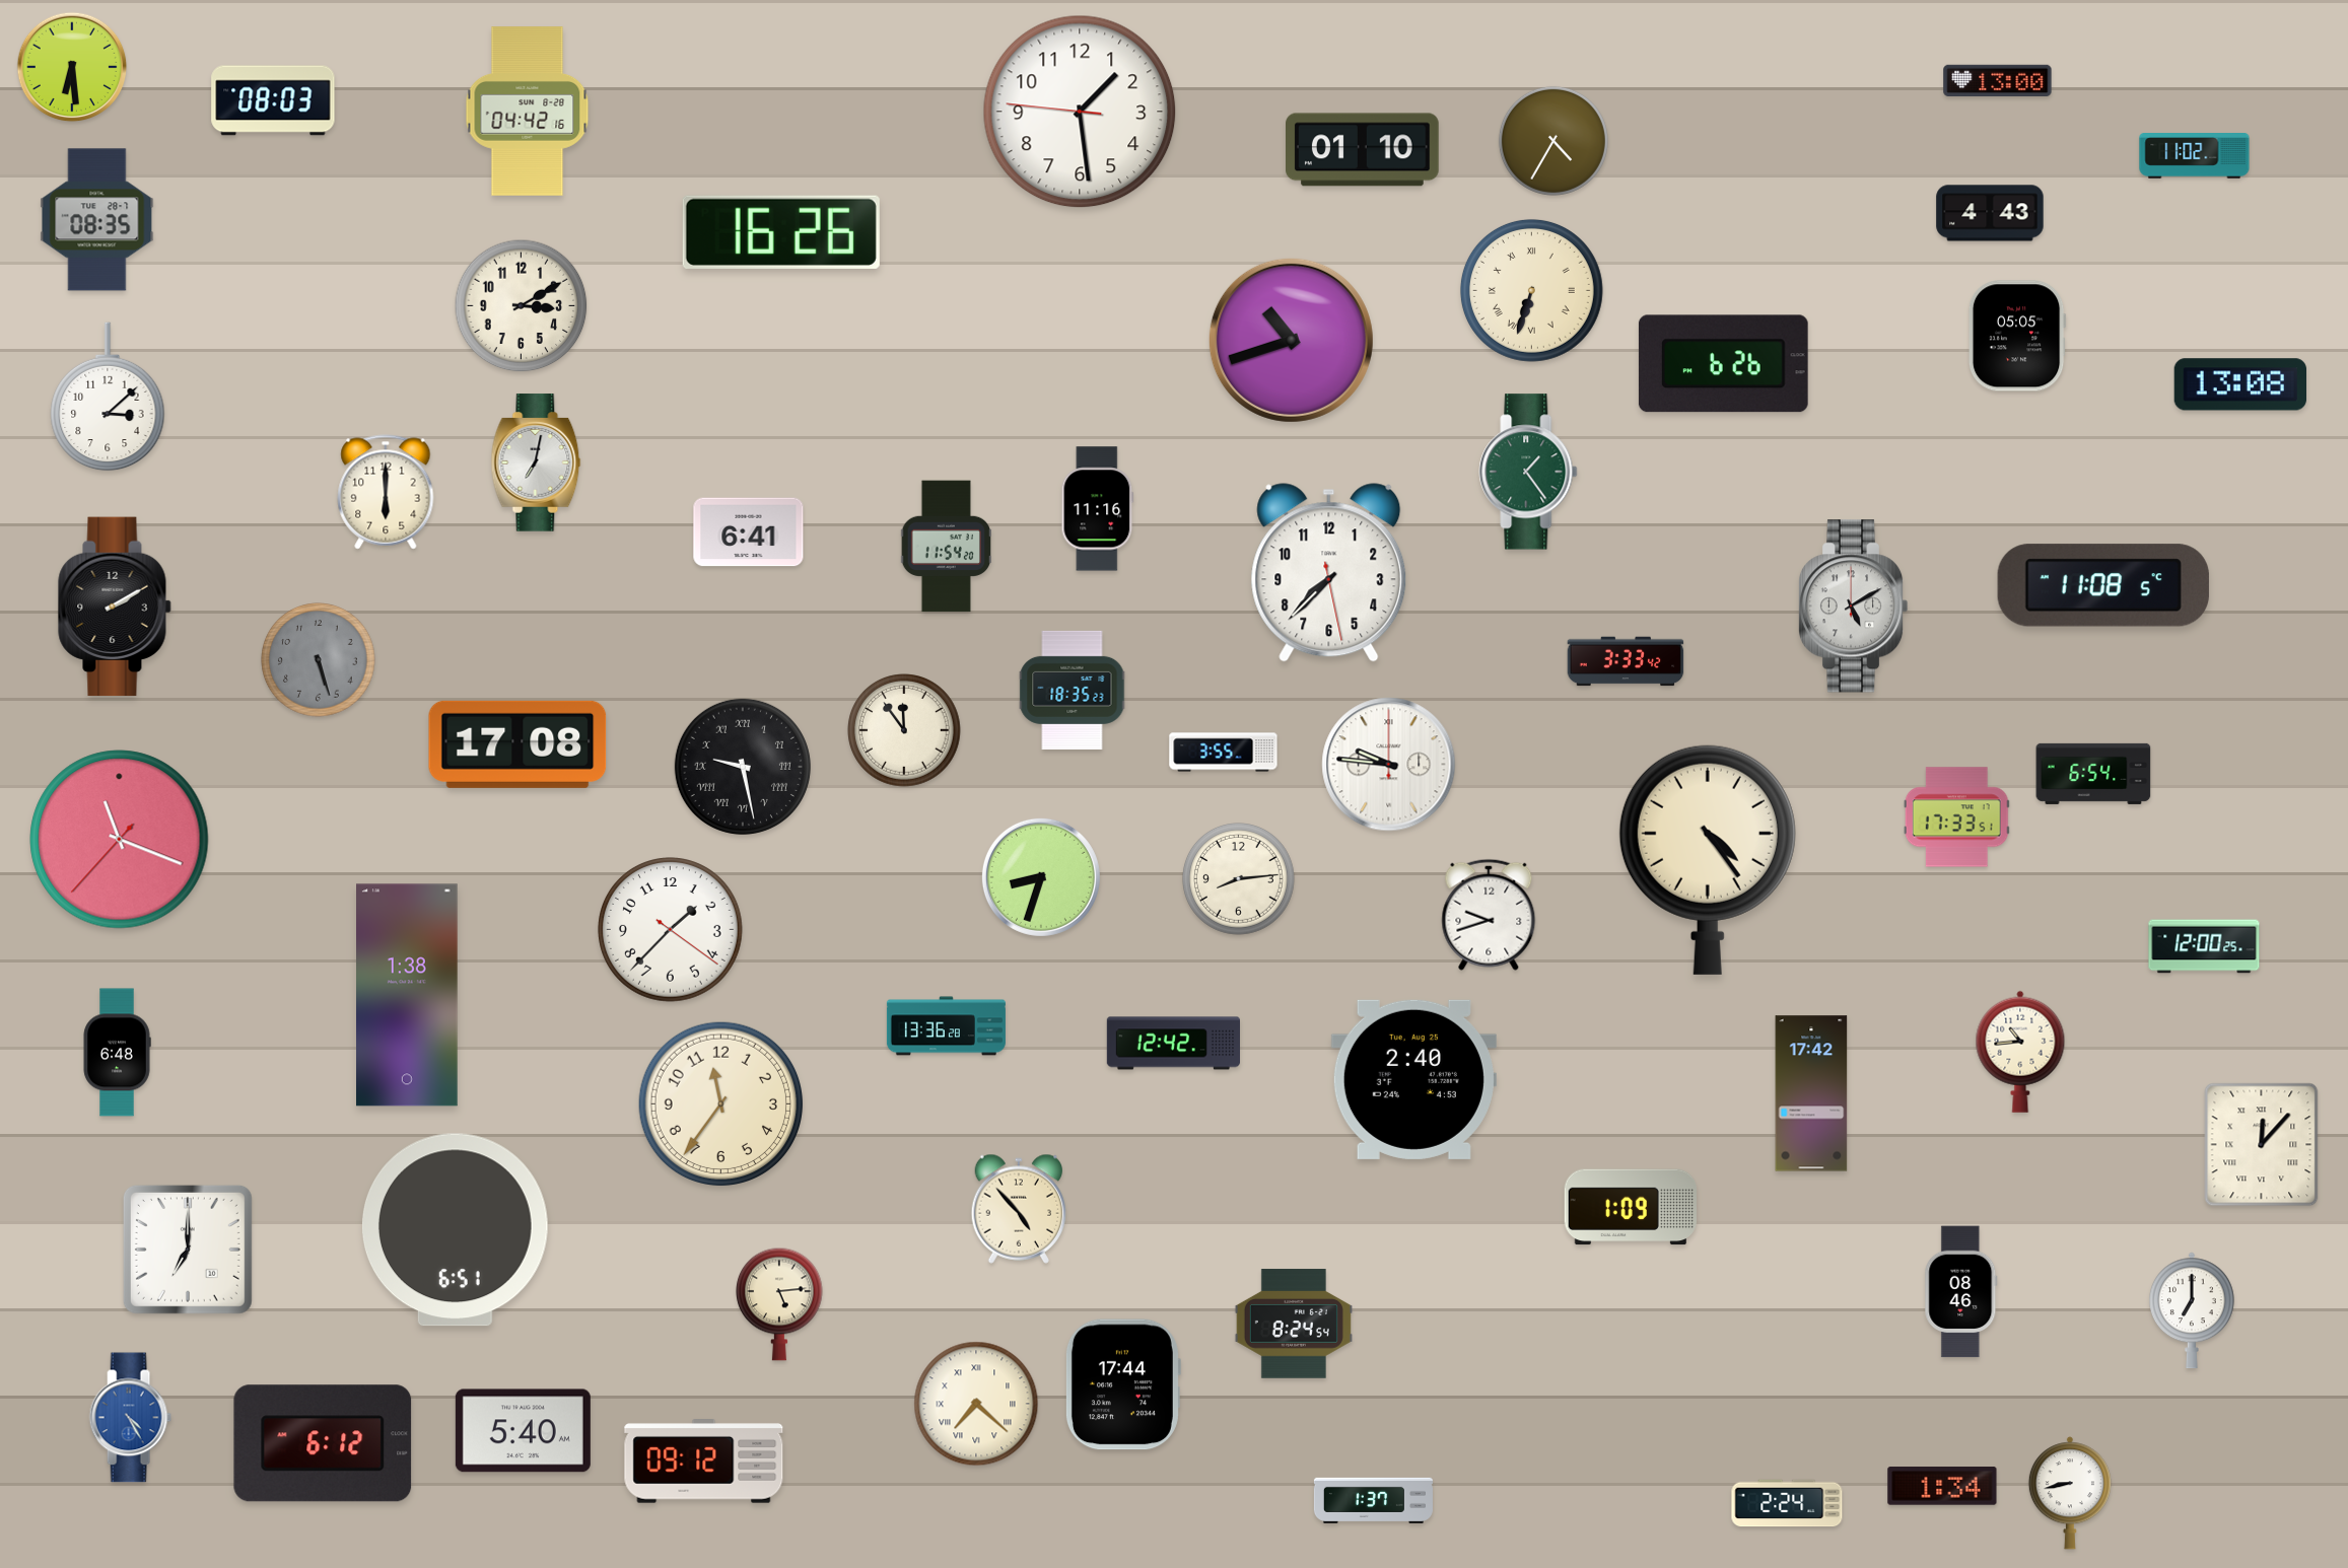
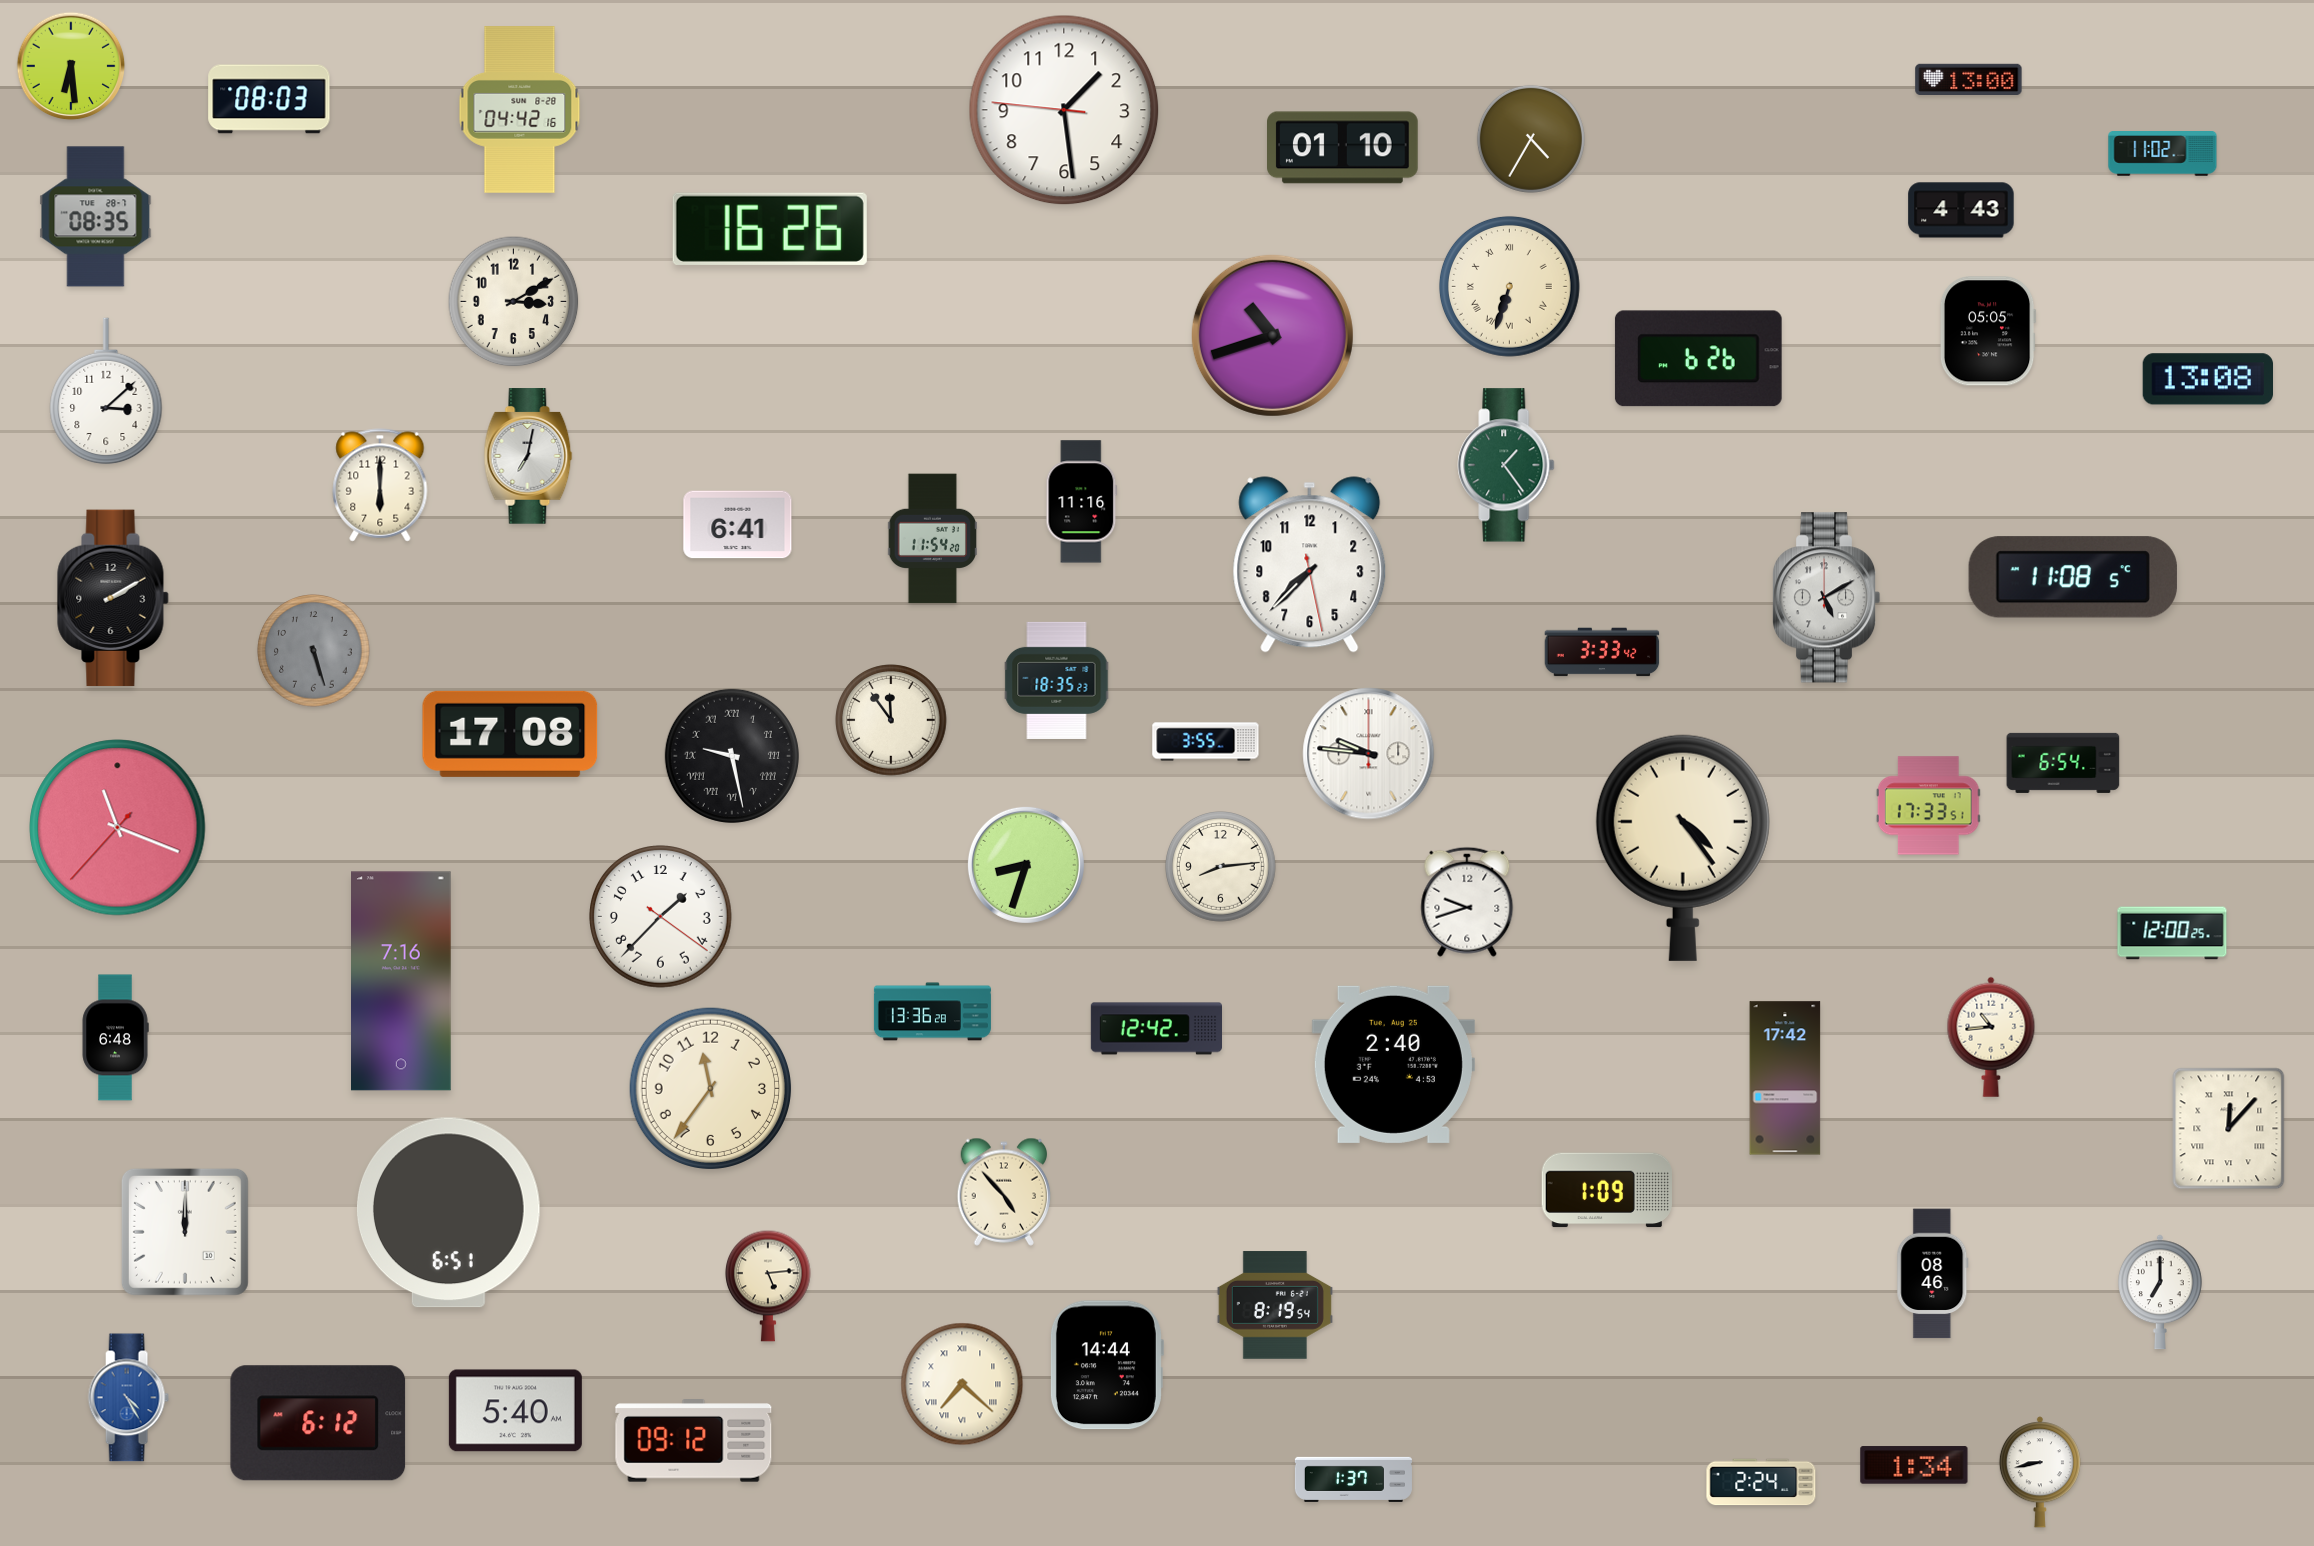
clock at (408, 995): 1:38 -> 7:16
clock at (188, 1250): 7:00 -> 12:00
clock at (1294, 1324): 8:24 -> 8:19
clock at (1122, 1384): 17:44 -> 14:44
